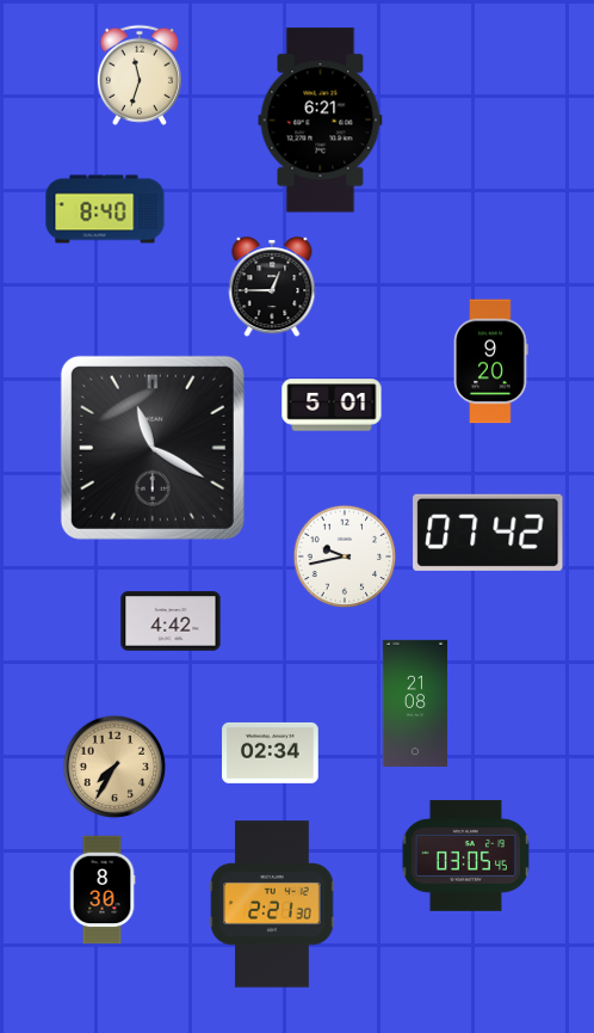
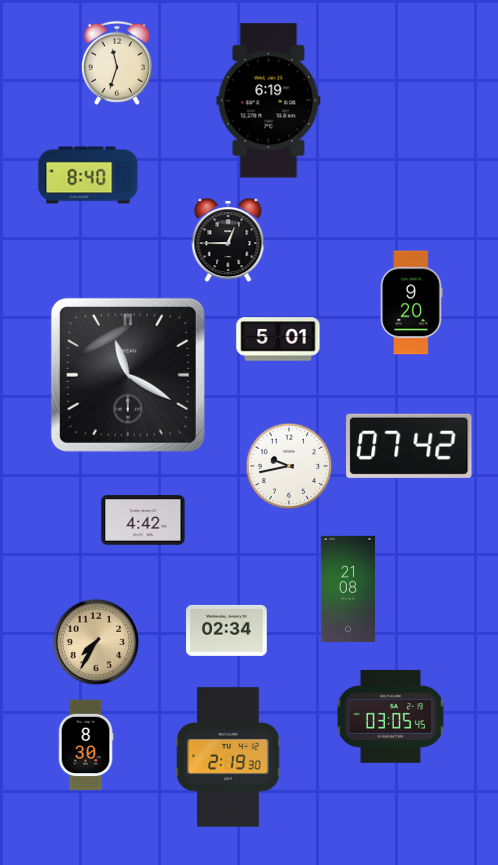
clock at (321, 121): 6:21 -> 6:19
clock at (272, 904): 2:21 -> 2:19
